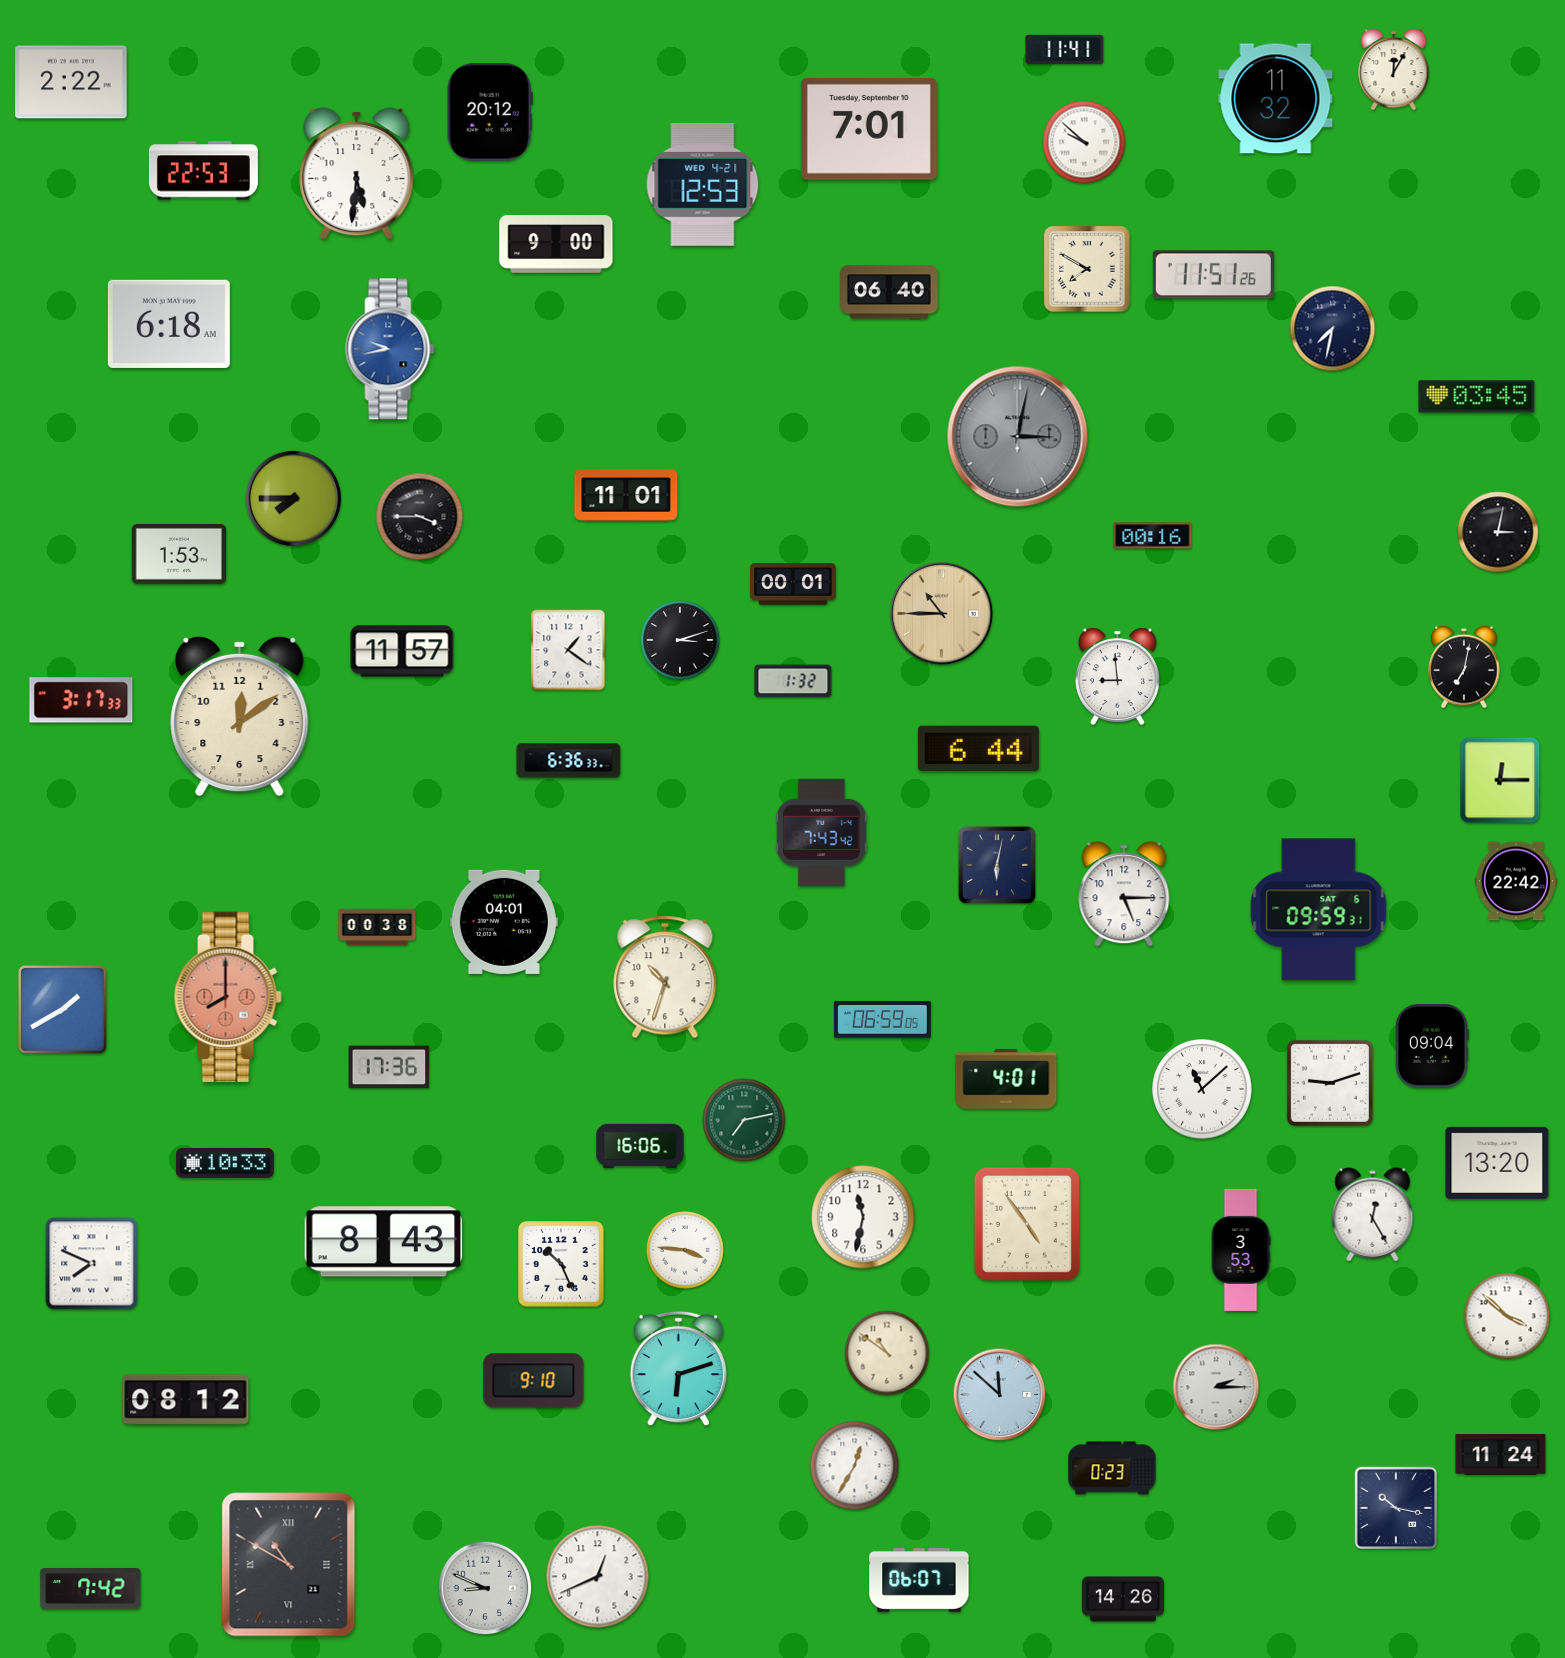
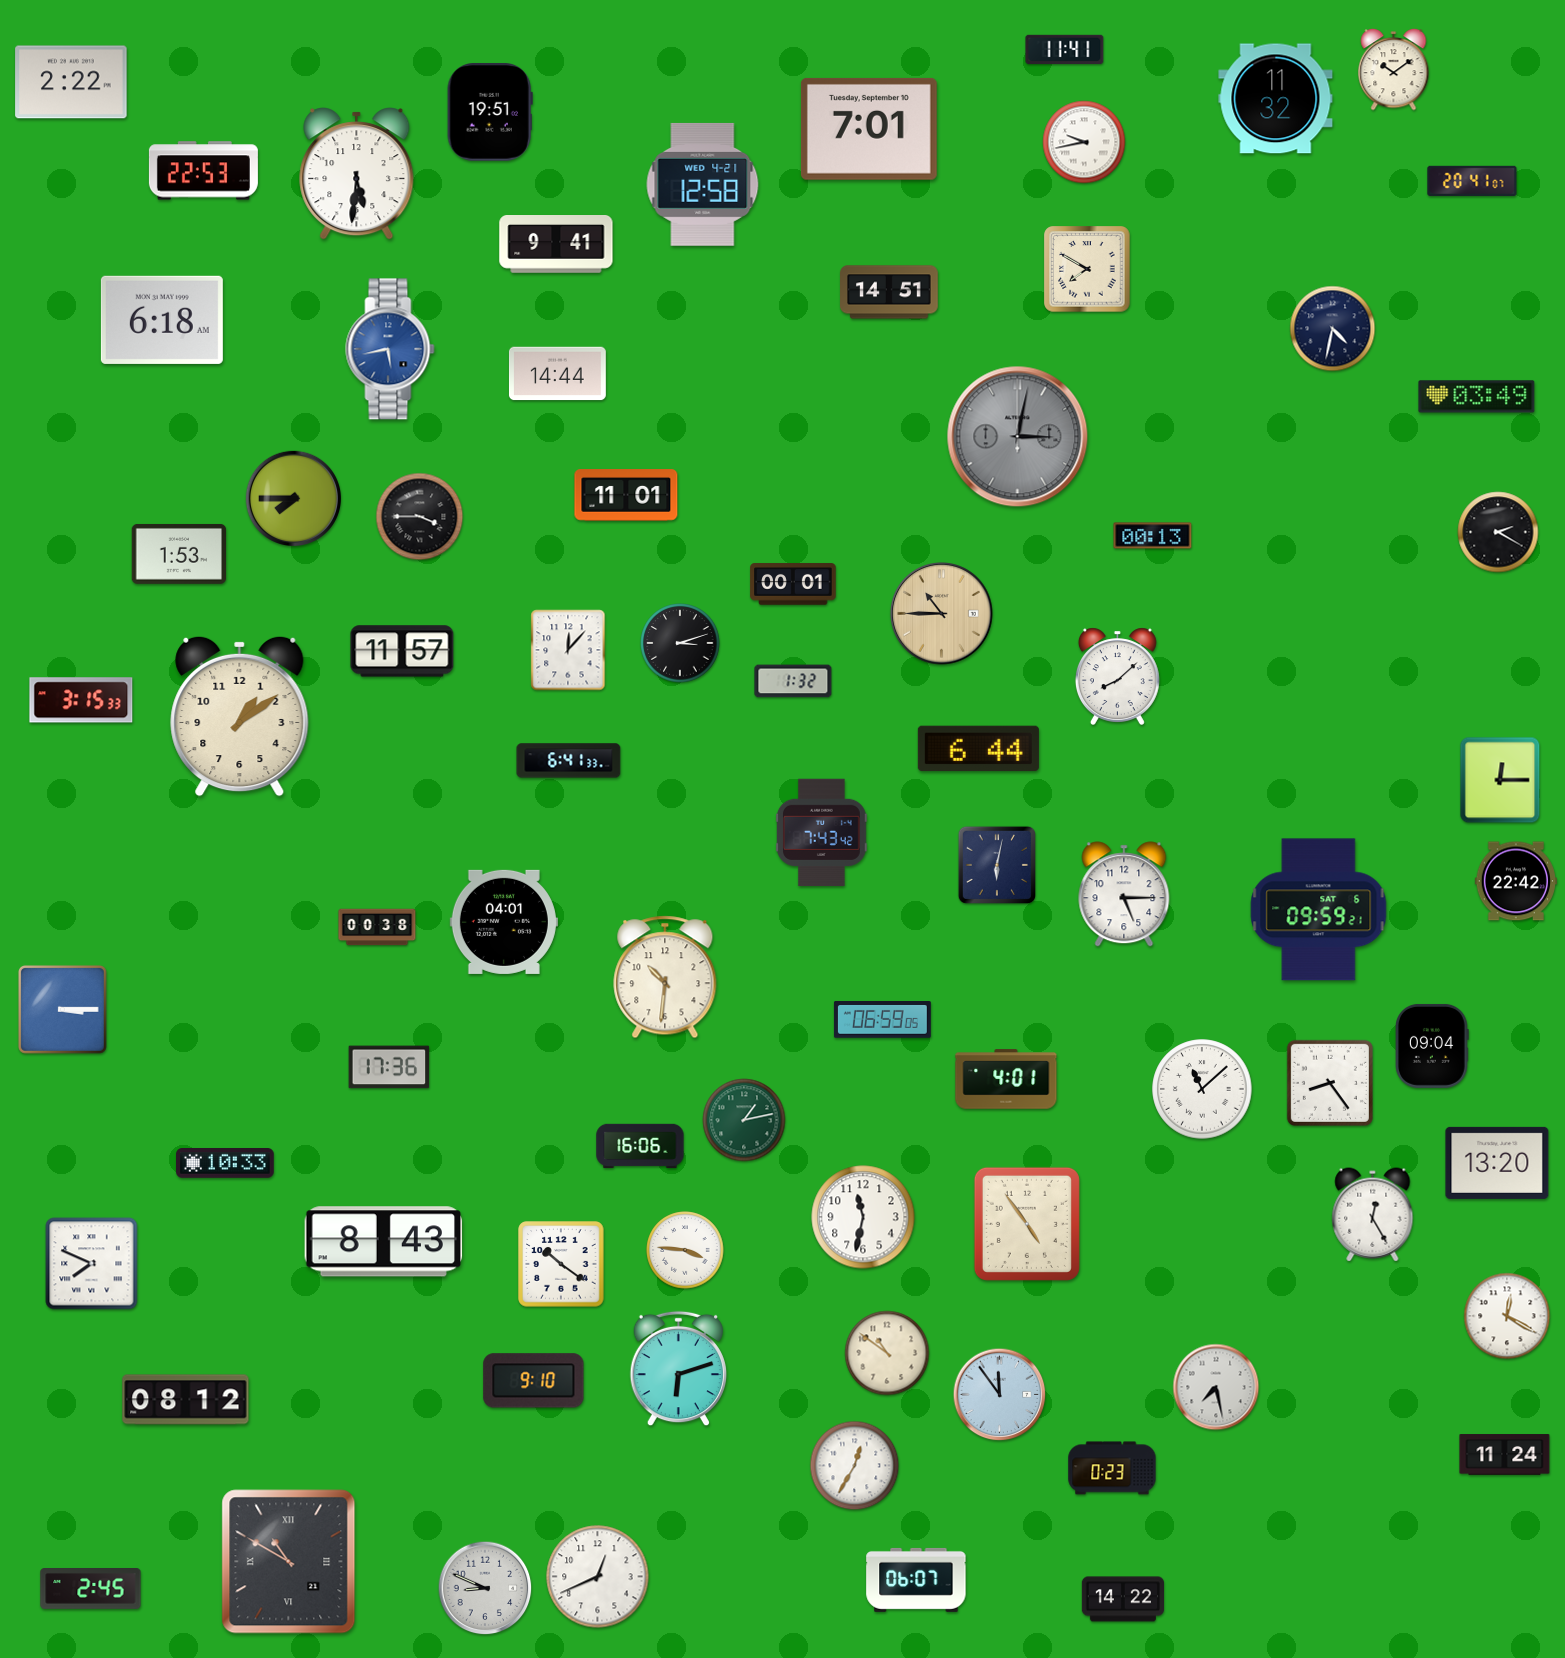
clock at (1394, 70): 12:05 -> 10:09
clock at (490, 113): 20:12 -> 19:51
clock at (1084, 142): 9:52 -> 9:43
clock at (1472, 181): none -> 20:41
clock at (703, 184): 12:53 -> 12:58
clock at (556, 244): 9:00 -> 9:41
clock at (1213, 275): 11:51 -> none
clock at (889, 292): 06:40 -> 14:51
clock at (169, 324) position: (169, 324) -> (162, 320)
clock at (1333, 329): 7:32 -> 4:32
clock at (390, 349): 9:43 -> 5:43
clock at (557, 374): none -> 14:44
clock at (1477, 397): 03:45 -> 03:49
clock at (1498, 532): 3:02 -> 2:20
clock at (1153, 536): 00:16 -> 00:13
clock at (680, 640) position: (680, 640) -> (680, 643)
clock at (568, 650): 1:21 -> 12:07
clock at (1464, 667): 7:02 -> none
clock at (1117, 676): 8:59 -> 8:08
clock at (81, 700): 3:17 -> 3:15
clock at (240, 716): 12:09 -> 1:09
clock at (569, 761): 6:36 -> 6:41
clock at (1319, 910): 09:59:31 -> 09:59:21
clock at (665, 977): 10:33 -> 10:31
clock at (228, 997): 8:00 -> none
clock at (62, 1009): 1:40 -> 3:15
clock at (1330, 1083): 9:12 -> 8:24
clock at (744, 1120): 7:13 -> 1:13
clock at (1241, 1250): 3:53 -> none
clock at (561, 1264): 10:26 -> 10:21
clock at (1507, 1316): 3:52 -> 12:20
clock at (1216, 1387): 2:15 -> 7:28
clock at (1000, 1395): 11:52 -> 11:54
clock at (1501, 1455) position: (1501, 1455) -> (1505, 1455)
clock at (1396, 1508): 10:17 -> none
clock at (289, 1565) position: (289, 1565) -> (289, 1562)
clock at (919, 1580) position: (919, 1580) -> (916, 1580)
clock at (91, 1589): 7:42 -> 2:45
clock at (1122, 1599): 14:26 -> 14:22
